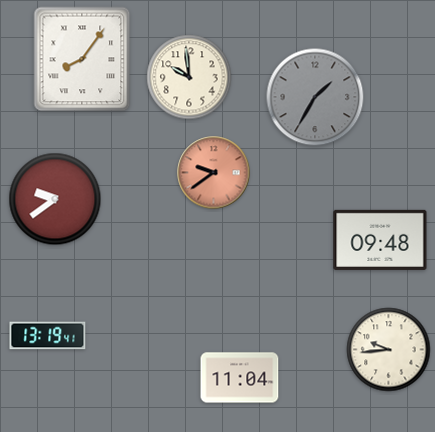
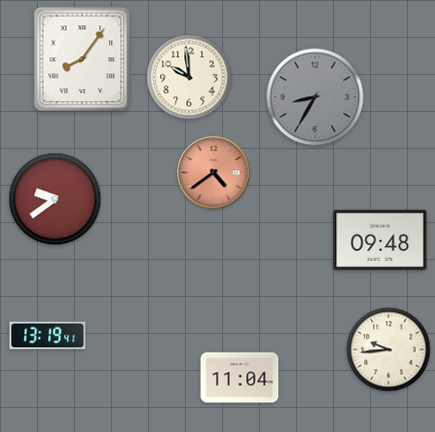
clock at (315, 97): 1:35 -> 8:35
clock at (214, 173): 9:39 -> 4:39
